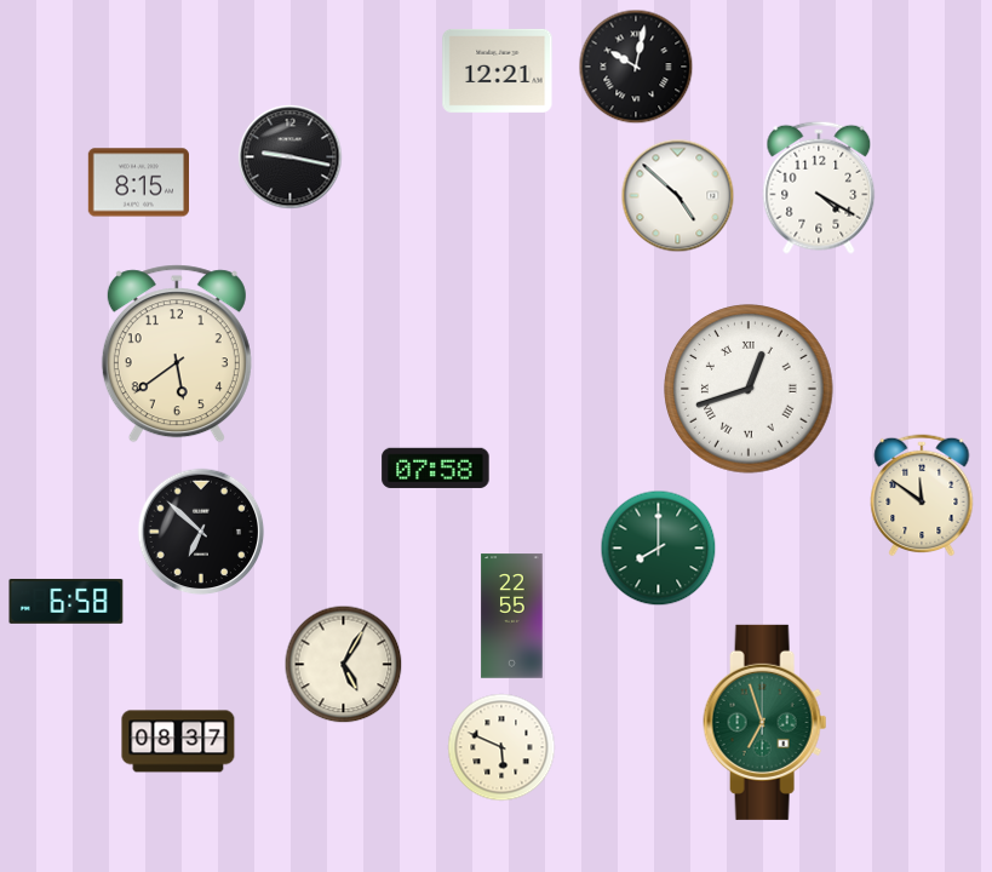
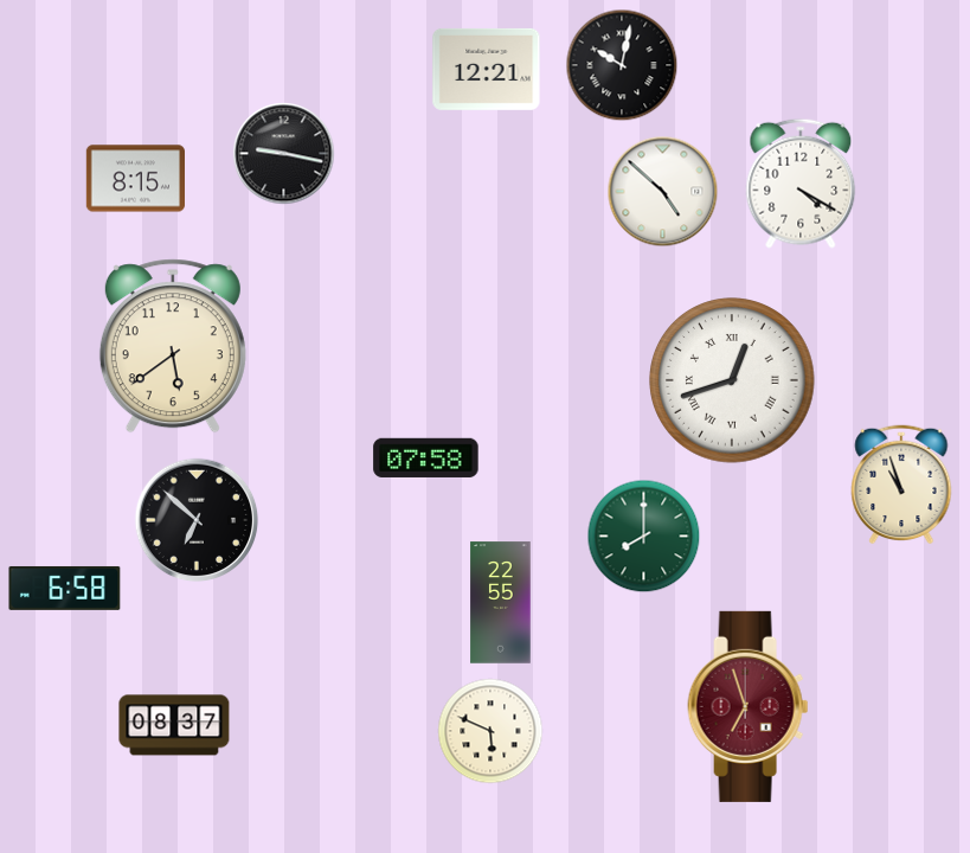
clock at (922, 495): 11:51 -> 10:57
clock at (344, 665): 5:05 -> none
clock at (765, 722) dial: green -> burgundy
